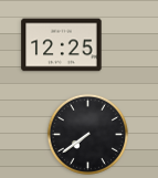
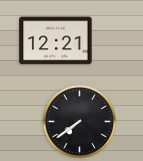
clock at (62, 45): 12:25 -> 12:21
